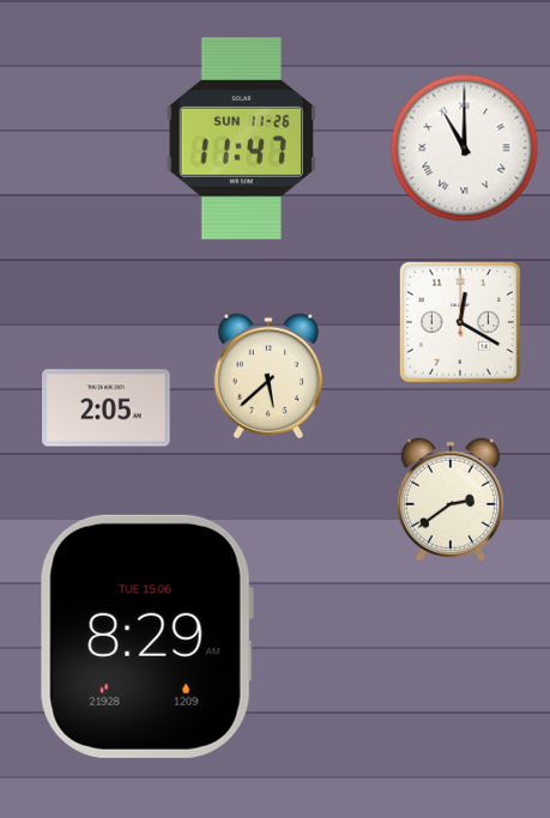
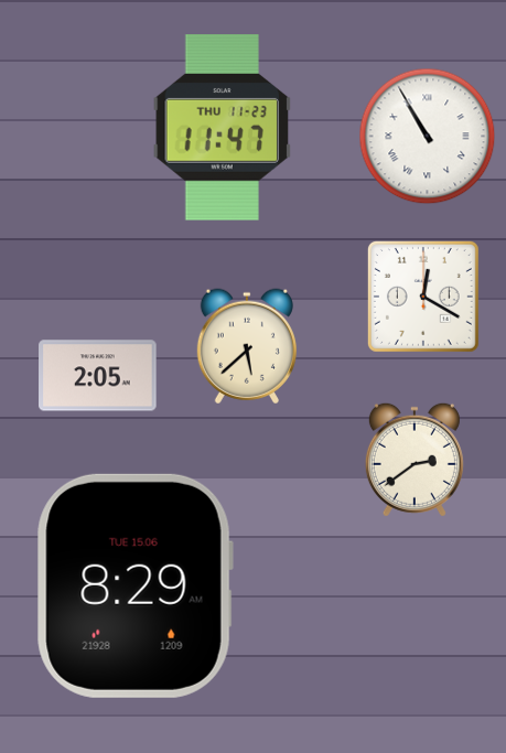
clock at (242, 139) date: SUN 11-26 -> THU 11-23
clock at (465, 149): 11:00 -> 10:55
